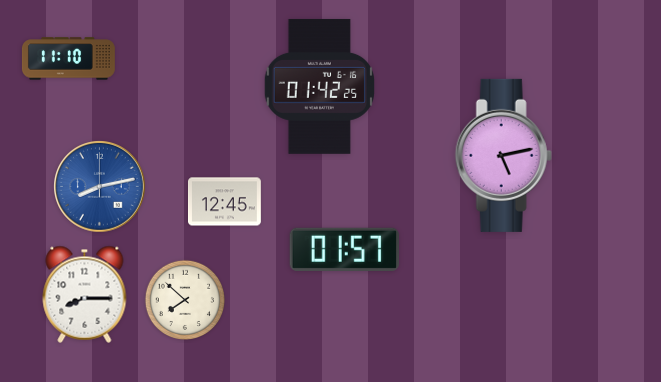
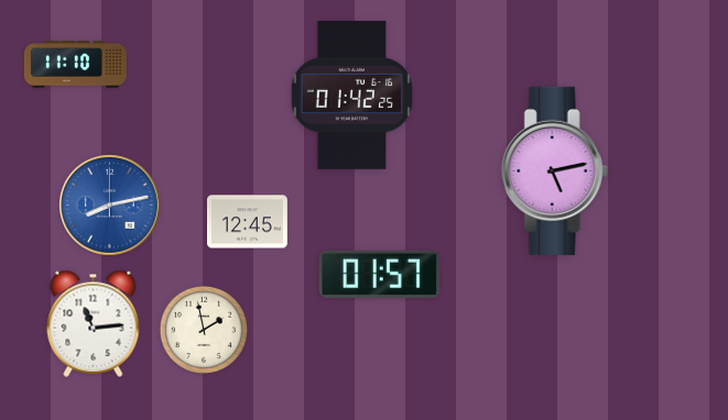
clock at (85, 294): 8:15 -> 11:14
clock at (184, 299): 7:52 -> 1:58
